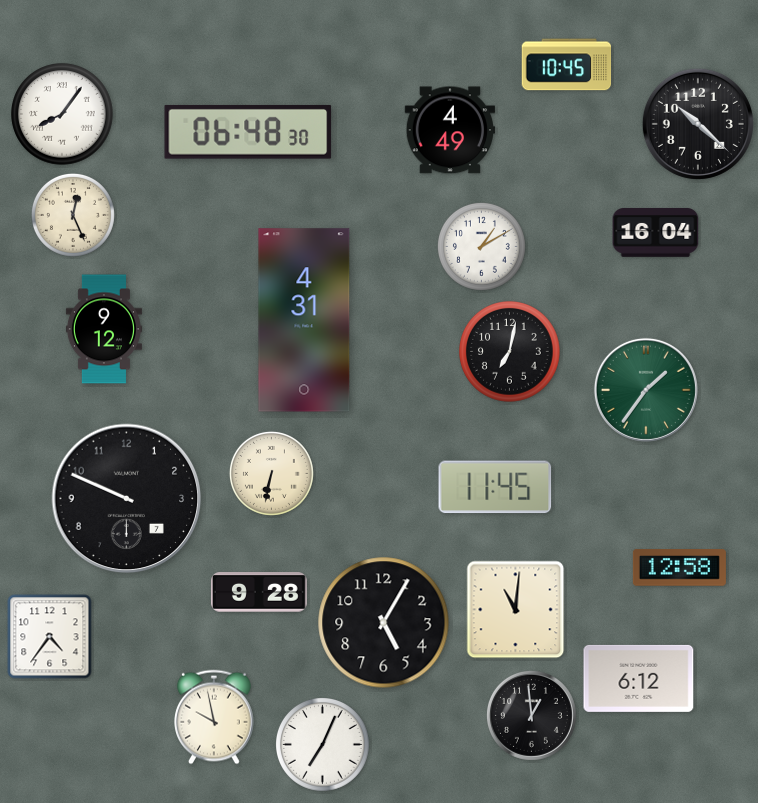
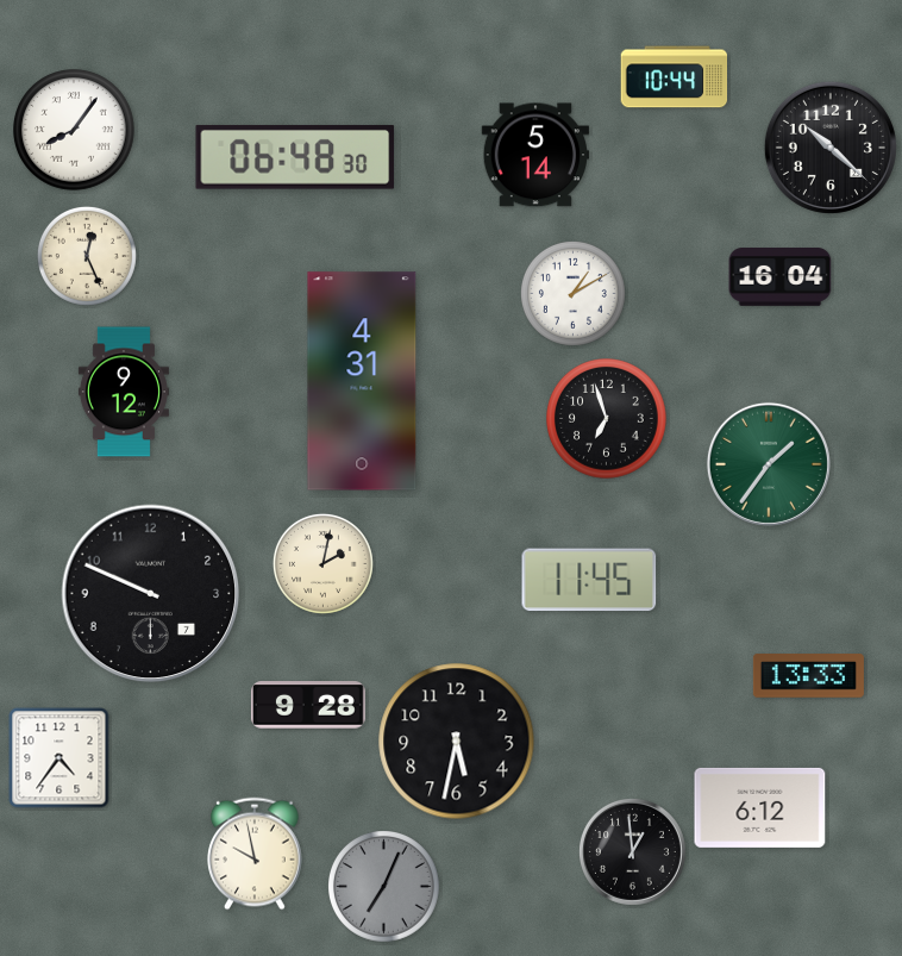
clock at (567, 65): 10:45 -> 10:44
clock at (62, 114) position: (62, 114) -> (74, 130)
clock at (450, 130): 4:49 -> 5:14
clock at (510, 352): 7:02 -> 6:57
clock at (271, 473): 6:32 -> 2:02
clock at (679, 568): 12:58 -> 13:33
clock at (516, 610): 11:01 -> none
clock at (384, 623): 5:05 -> 5:32
clock at (323, 745) dial: white -> grey
